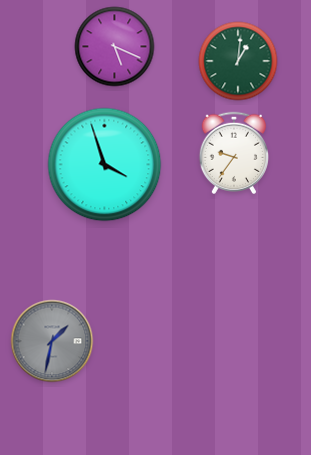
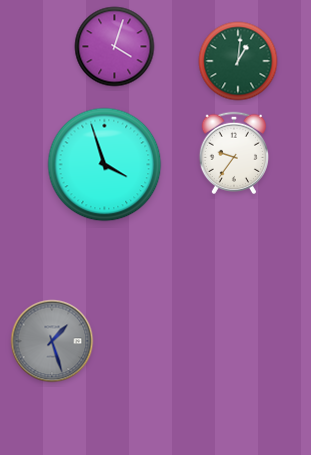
clock at (115, 47): 5:19 -> 4:03
clock at (52, 341): 1:32 -> 1:27
